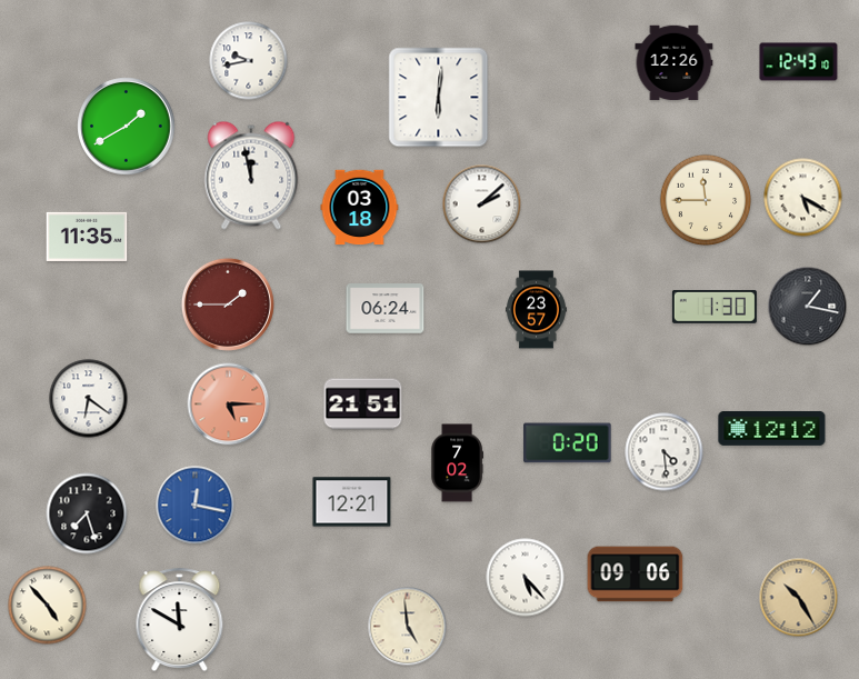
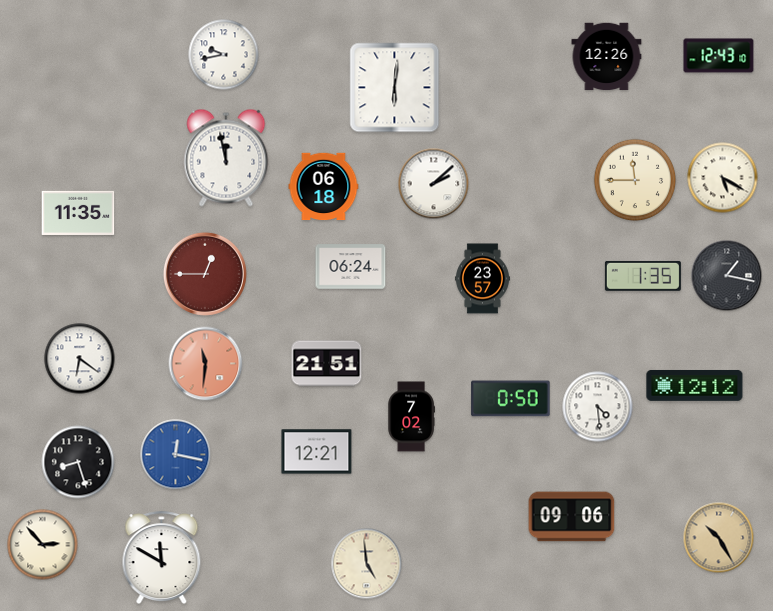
clock at (127, 127): 1:40 -> none
clock at (360, 208): 03:18 -> 06:18
clock at (228, 304): 1:45 -> 12:45
clock at (715, 307): 1:30 -> 1:35
clock at (386, 309) position: (386, 309) -> (351, 267)
clock at (229, 405): 5:15 -> 11:31
clock at (568, 443): 0:20 -> 0:50
clock at (87, 513): 7:27 -> 8:27
clock at (526, 578): 5:23 -> none
clock at (48, 606): 4:53 -> 2:53
